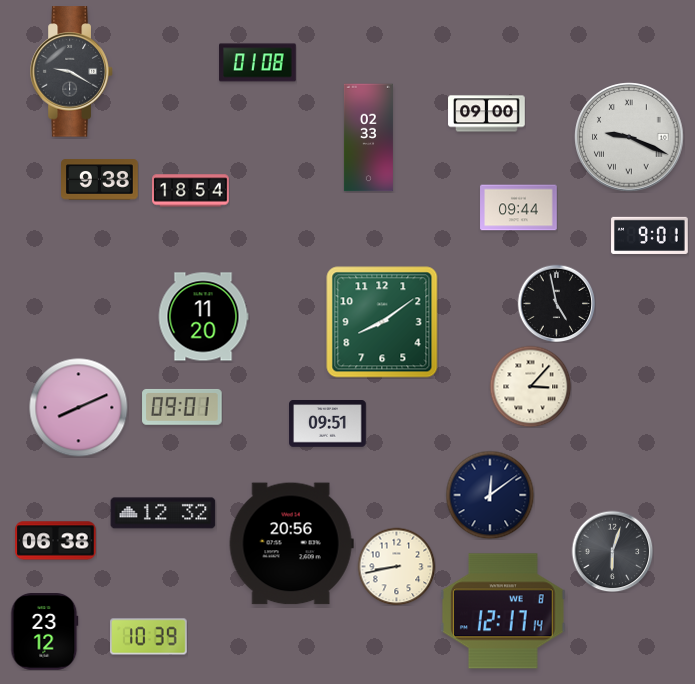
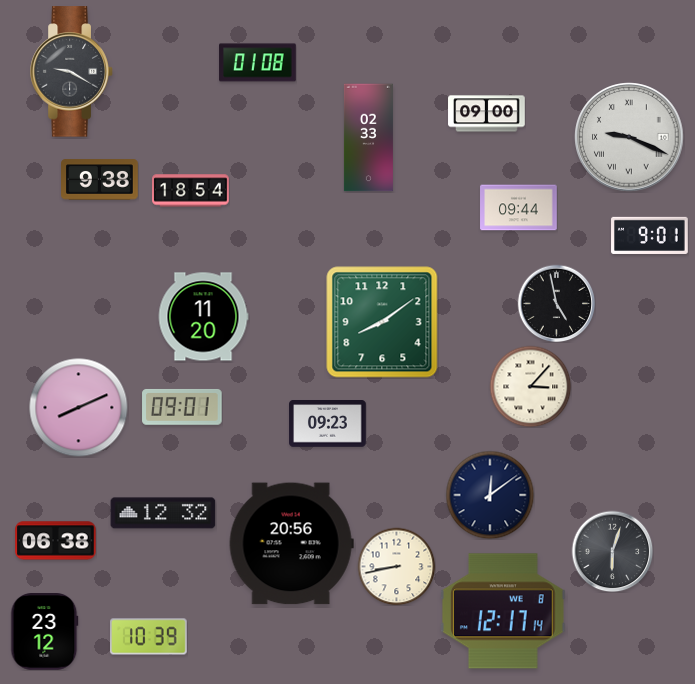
clock at (328, 424): 09:51 -> 09:23
